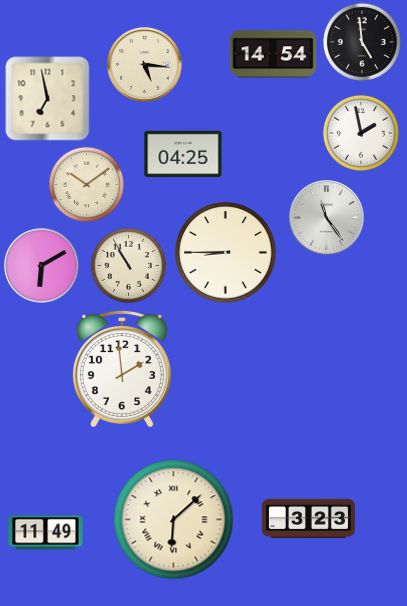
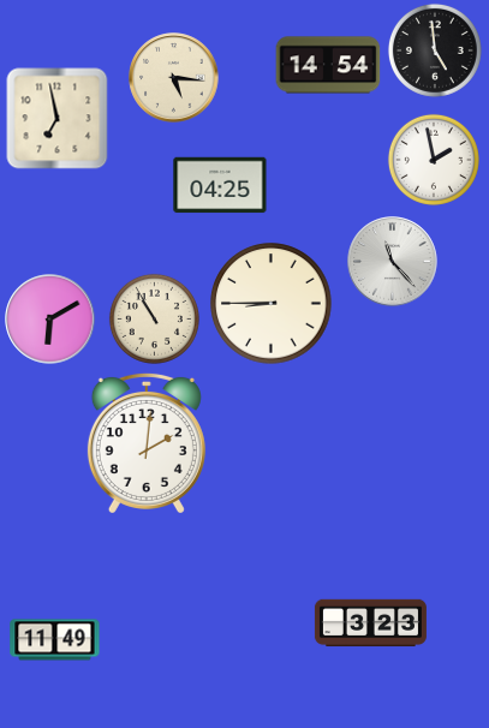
clock at (86, 184): 10:09 -> none
clock at (327, 218): 11:24 -> 11:23
clock at (122, 368): 1:59 -> 2:01
clock at (174, 520): 6:08 -> none
